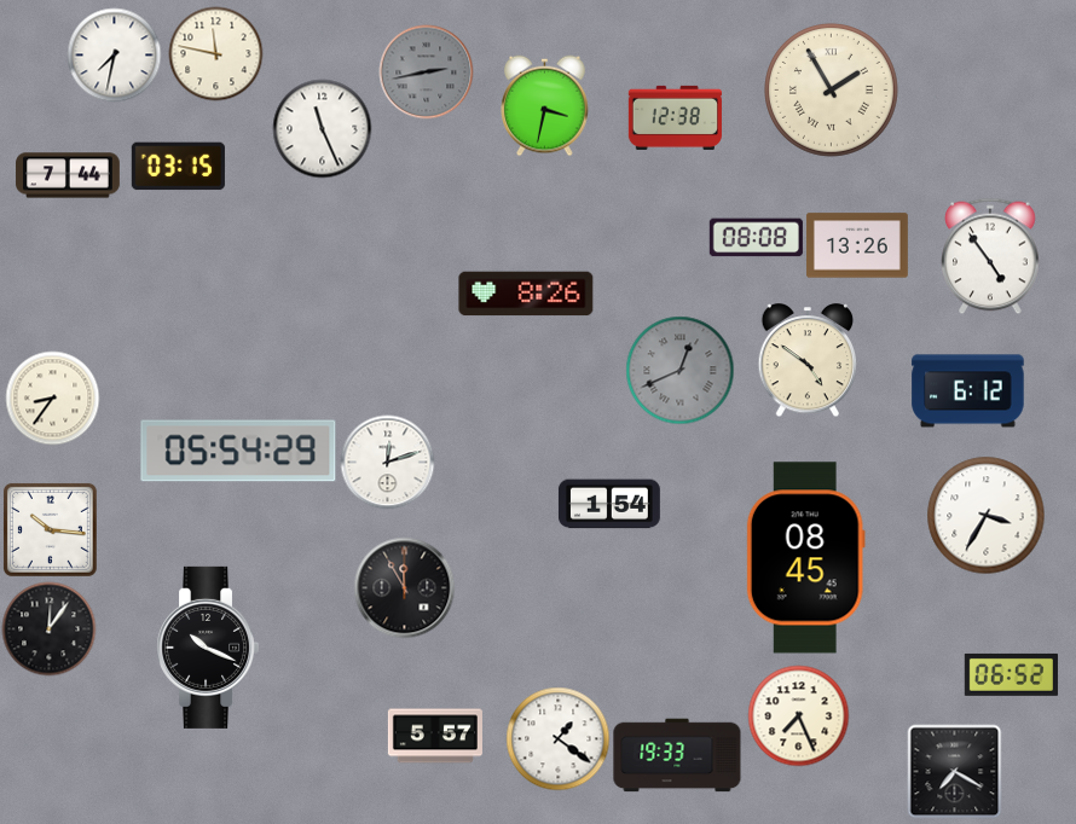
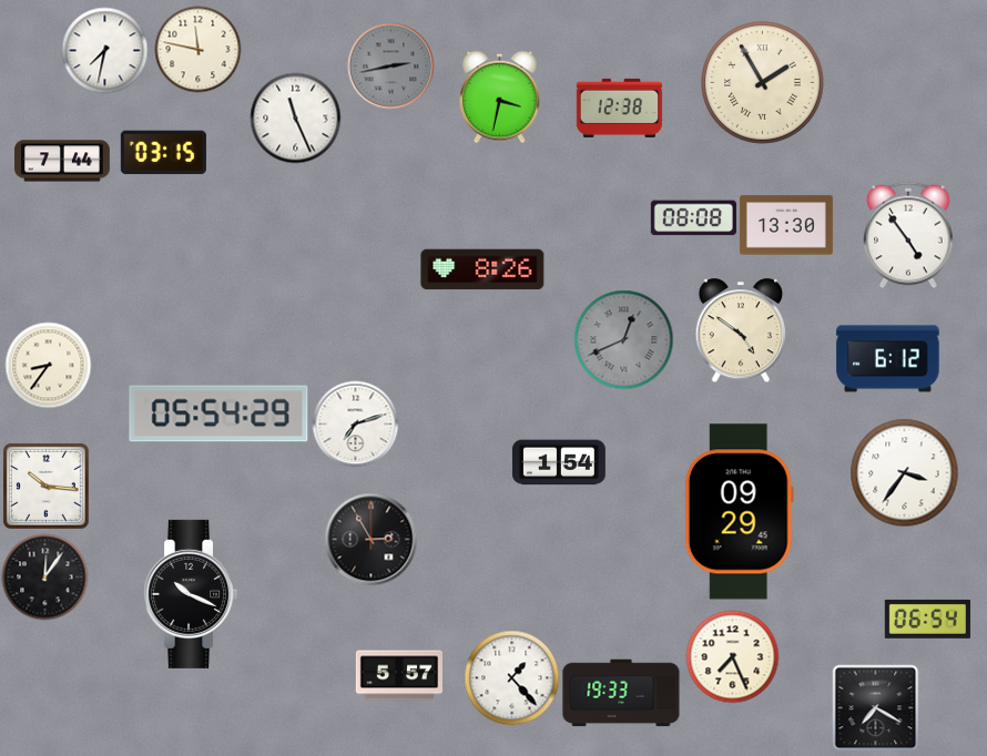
clock at (857, 245): 13:26 -> 13:30
clock at (387, 462): 12:12 -> 7:12
clock at (985, 515): 3:35 -> 3:36
clock at (805, 558): 08:45 -> 09:29
clock at (404, 587): 11:55 -> 2:55
clock at (1011, 674): 06:52 -> 06:54
clock at (557, 738): 1:21 -> 1:23
